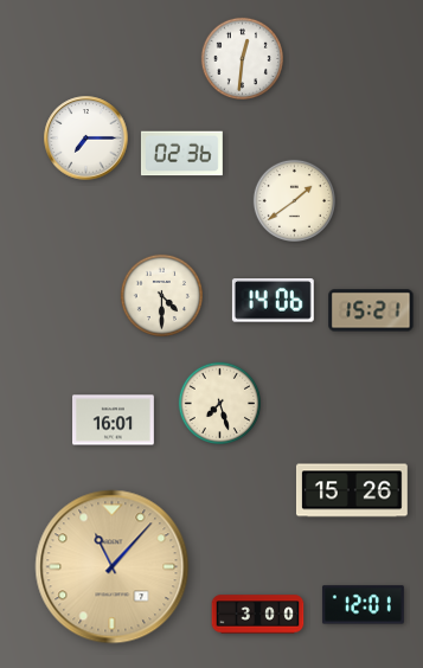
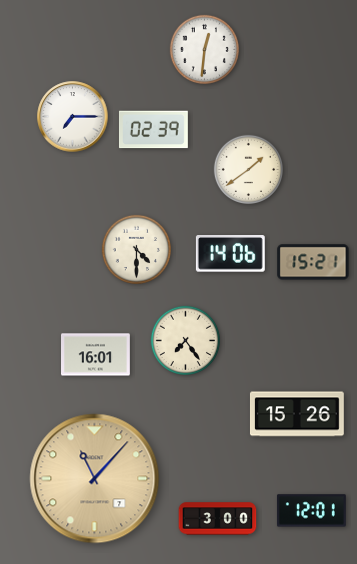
clock at (181, 154): 02:36 -> 02:39
clock at (219, 403): 7:27 -> 7:24
clock at (363, 605) position: (363, 605) -> (311, 511)
